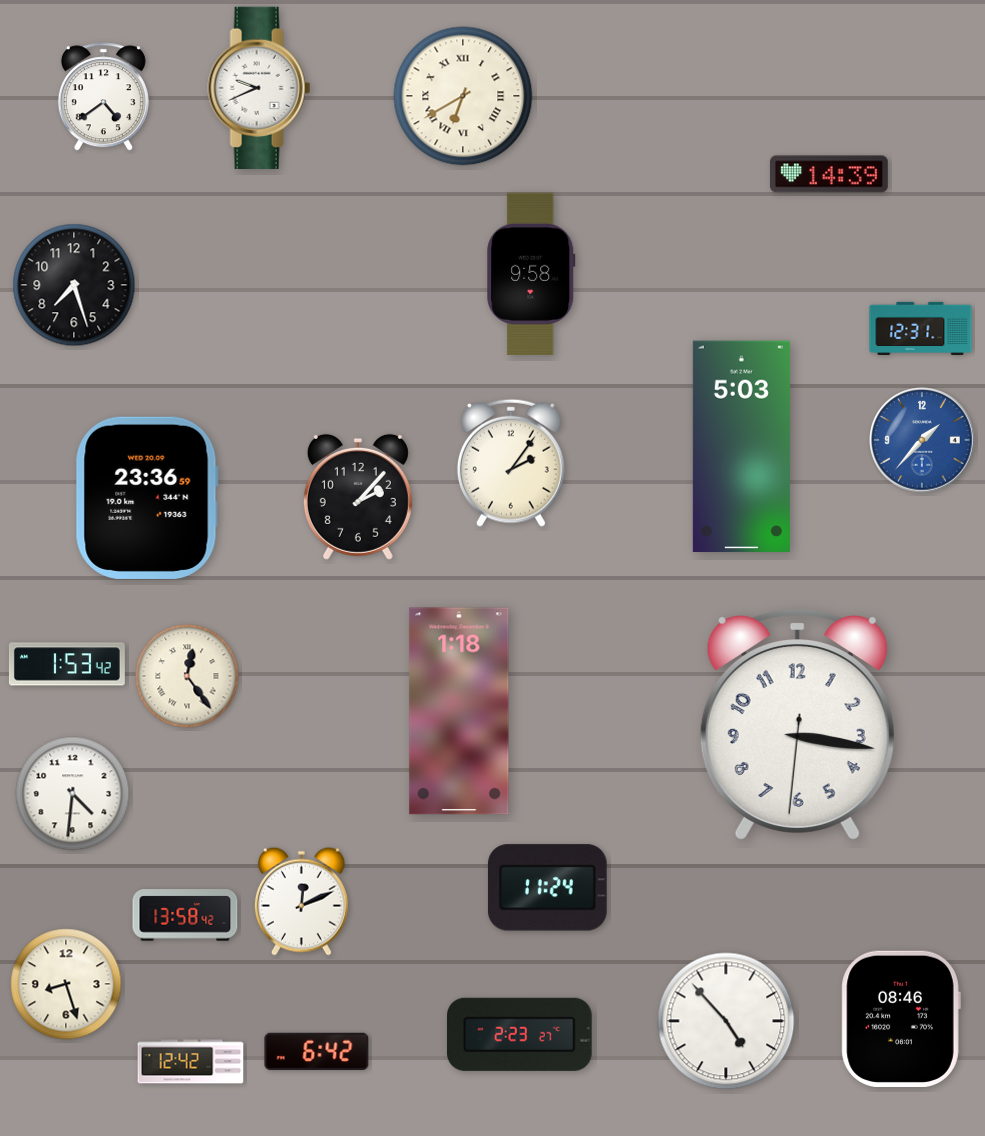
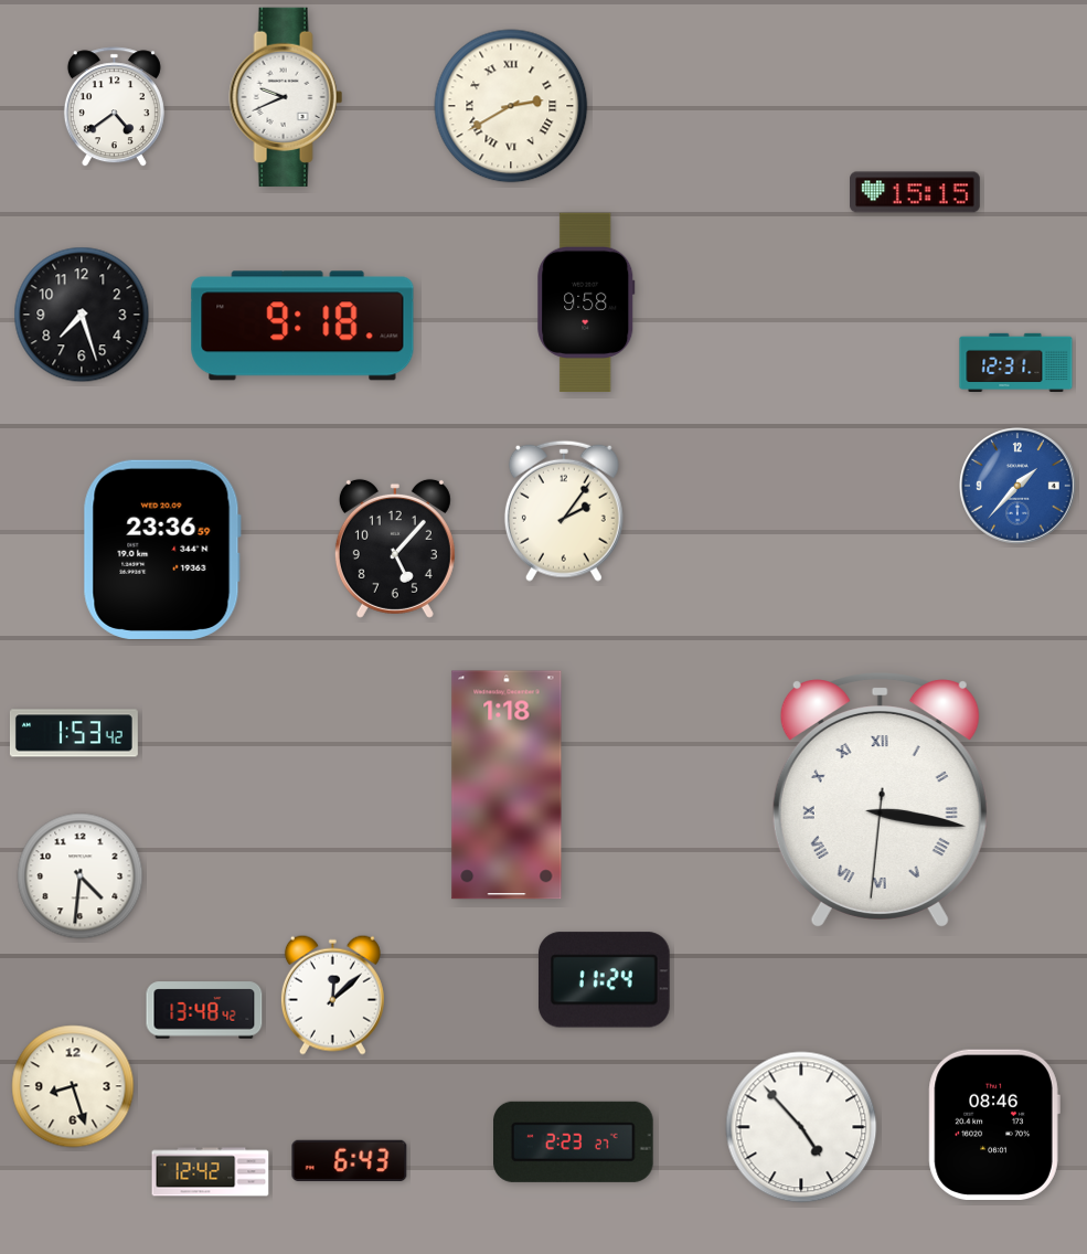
clock at (463, 96): 6:40 -> 2:40
clock at (830, 174): 14:39 -> 15:15
clock at (302, 326): none -> 9:18
clock at (741, 447): 5:03 -> none
clock at (358, 497): 2:07 -> 5:07
clock at (187, 676): 12:24 -> none
clock at (797, 725) numerals: Arabic -> Roman
clock at (301, 901): 12:11 -> 12:08
clock at (185, 915): 13:58 -> 13:48
clock at (317, 1051): 6:42 -> 6:43
